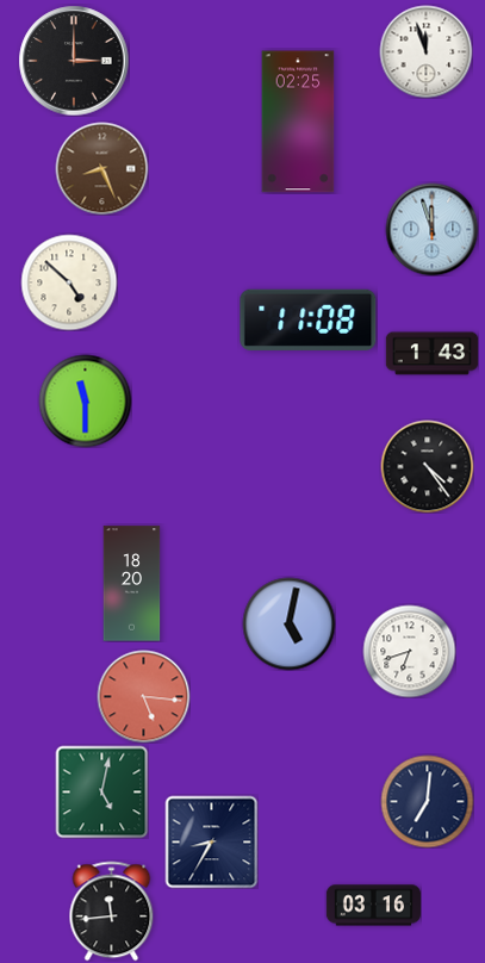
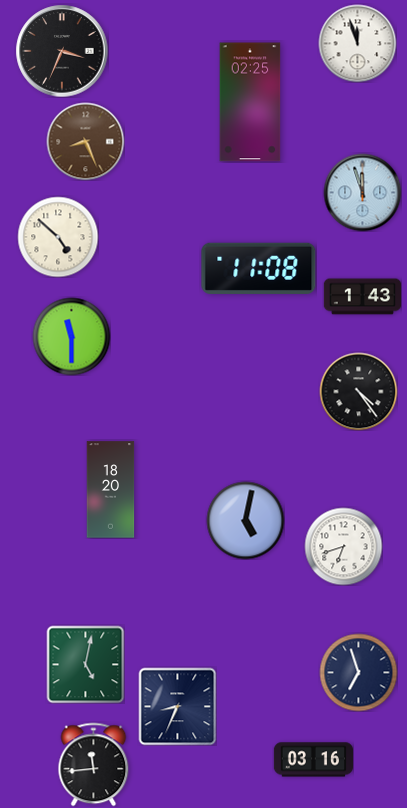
clock at (74, 61): 3:00 -> 3:34
clock at (288, 623) position: (288, 623) -> (245, 520)
clock at (143, 696): 5:16 -> none
clock at (427, 801): 7:01 -> 6:57
clock at (211, 841): 8:35 -> 8:34
